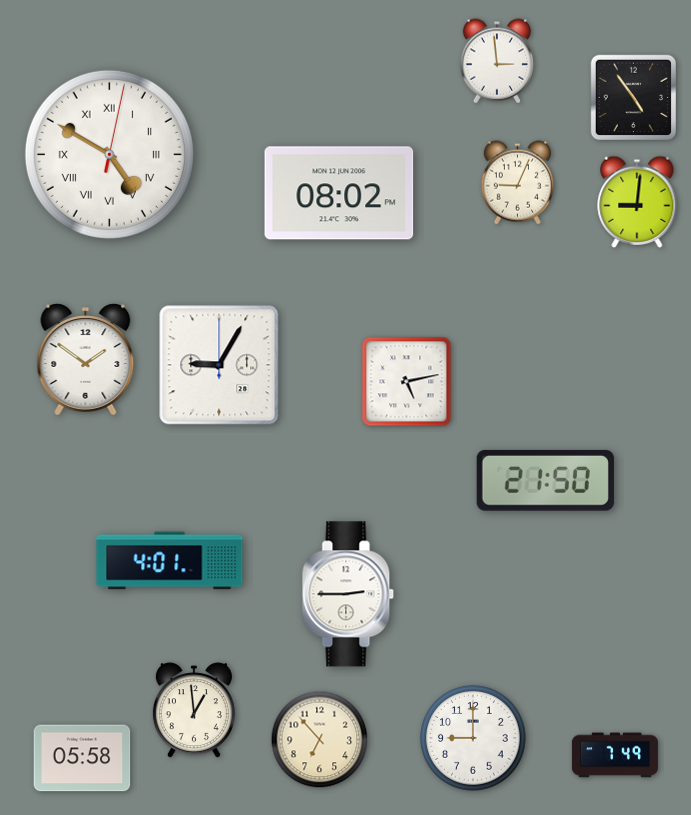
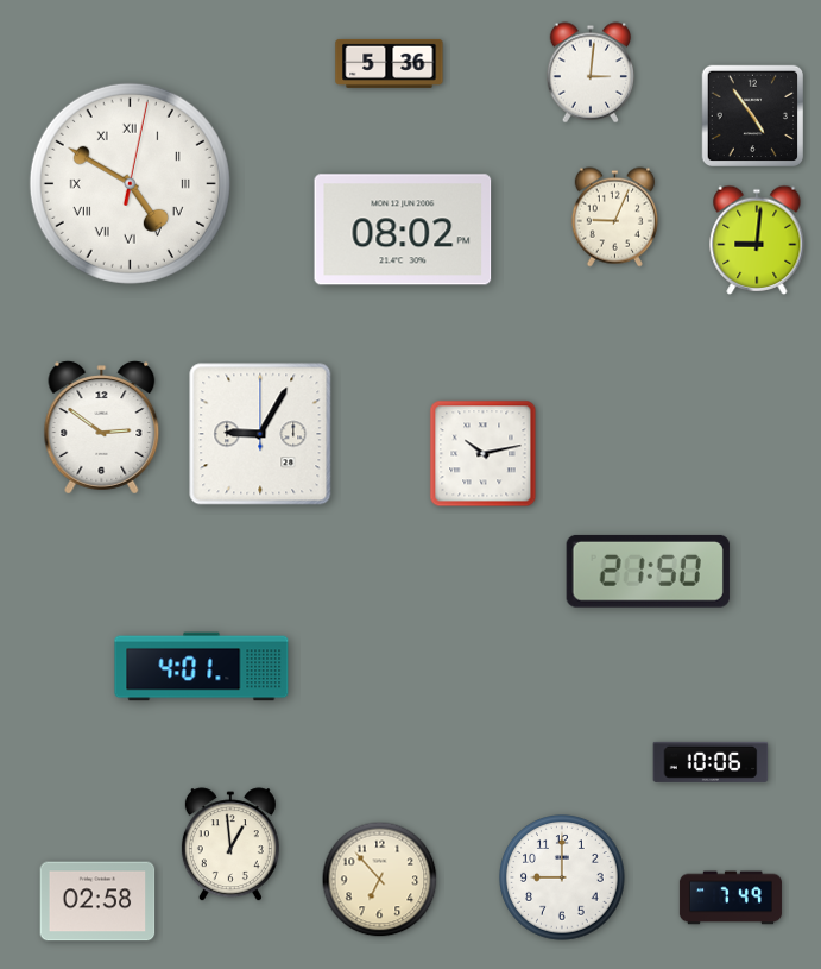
clock at (390, 63): none -> 5:36
clock at (497, 61): 2:59 -> 3:01
clock at (86, 360): 1:51 -> 2:51
clock at (407, 382): 5:13 -> 10:13
clock at (348, 594): 2:45 -> none
clock at (711, 762): none -> 10:06
clock at (82, 758): 05:58 -> 02:58
